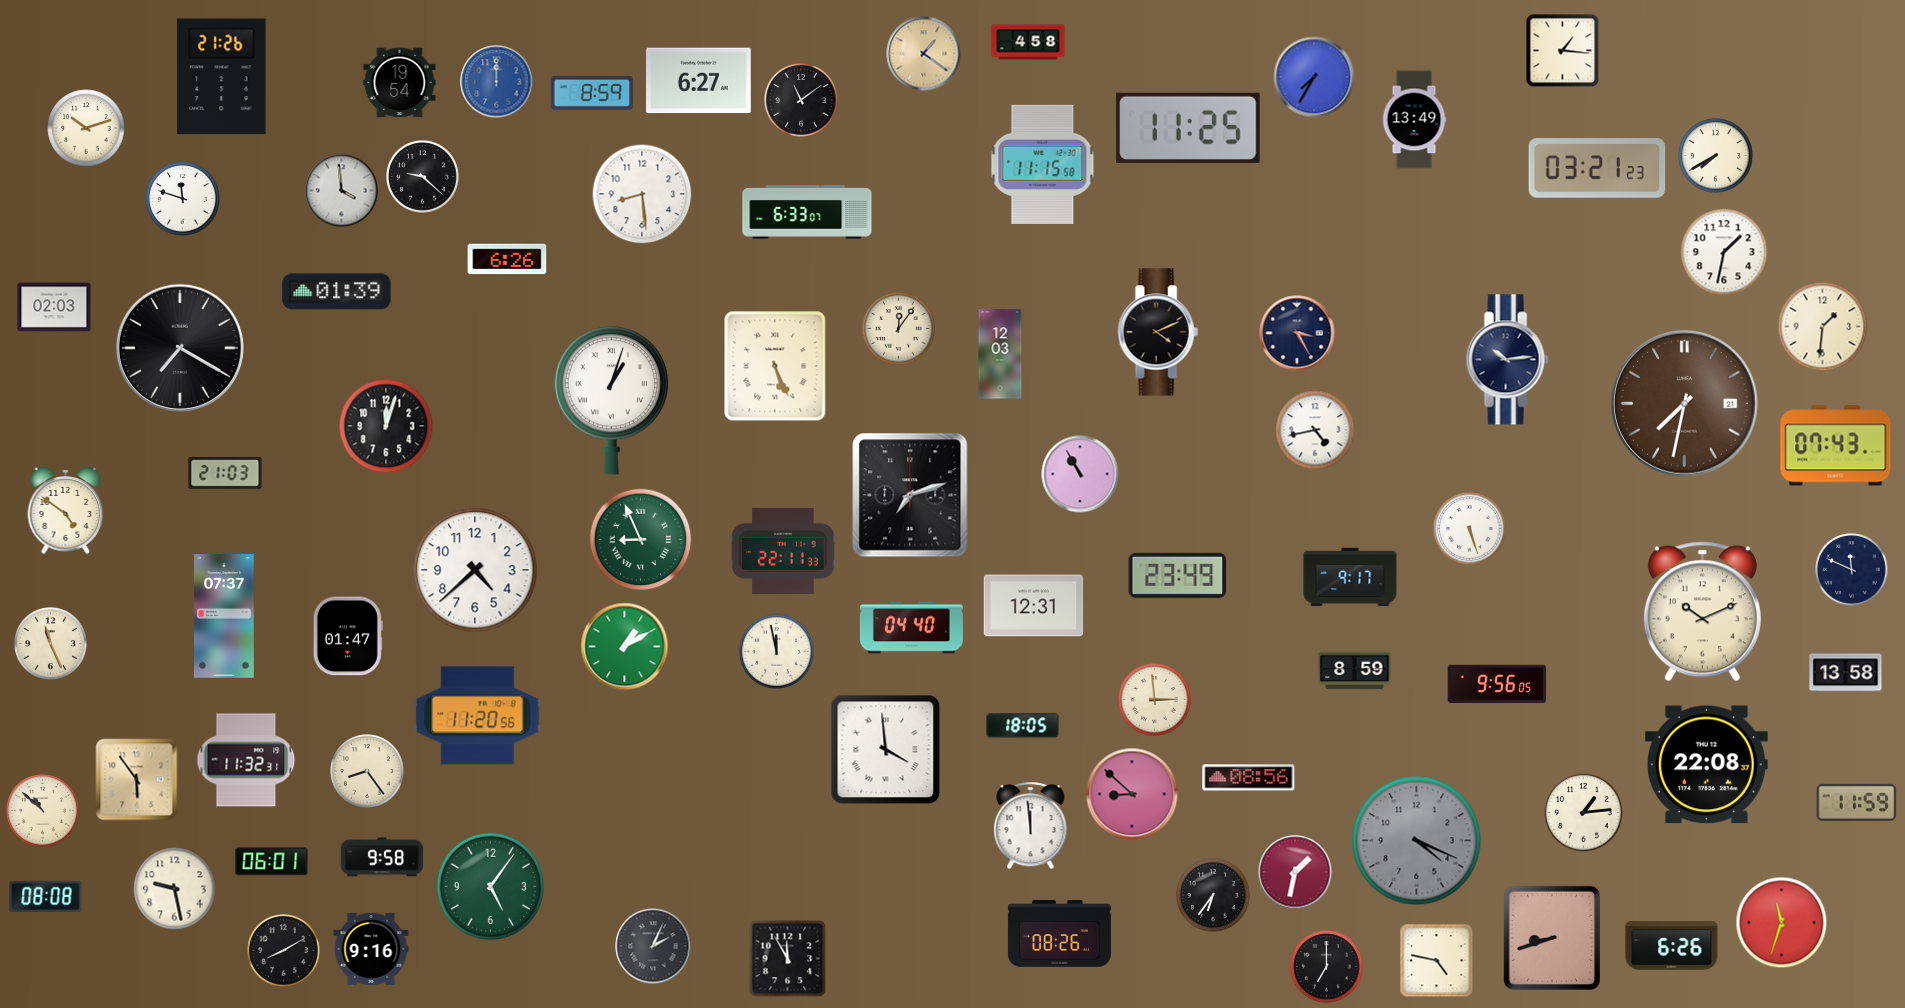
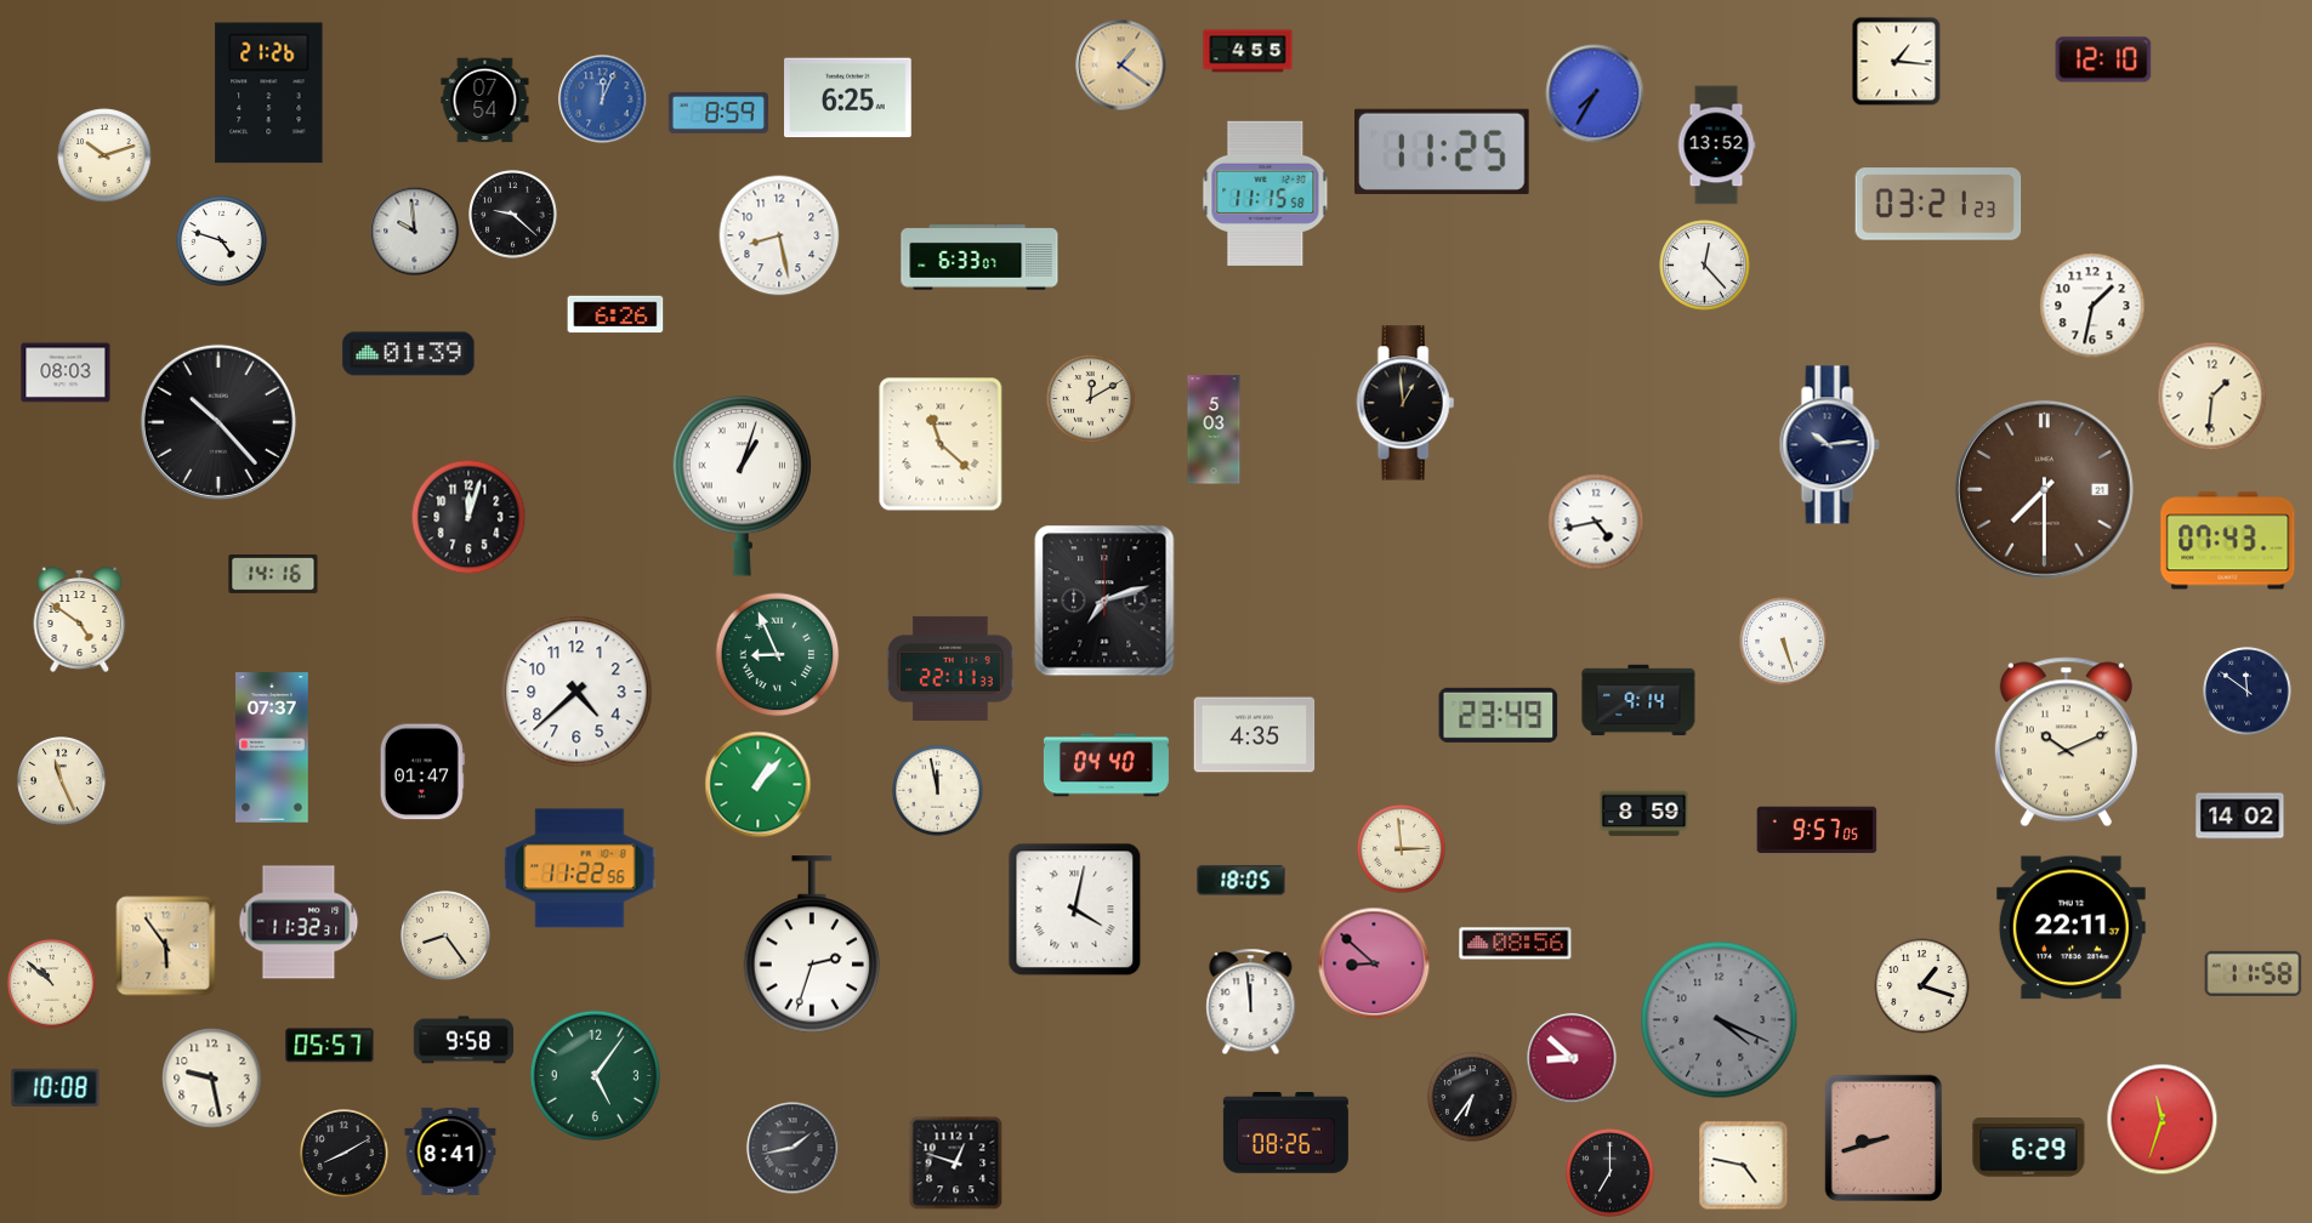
clock at (1028, 42): 4:58 -> 4:55
clock at (2103, 59): none -> 12:10
clock at (699, 81): 6:27 -> 6:25
clock at (497, 82): 12:00 -> 12:04
clock at (400, 83): 19:54 -> 07:54
clock at (801, 100): 11:09 -> none
clock at (1414, 120): 13:49 -> 13:52
clock at (1188, 128) position: (1188, 128) -> (1442, 152)
clock at (1716, 156): 7:40 -> none
clock at (1043, 164) position: (1043, 164) -> (1266, 193)
clock at (342, 191): 3:59 -> 9:59
clock at (642, 194): 8:29 -> 8:28
clock at (183, 199): 11:48 -> 4:48
clock at (1705, 266): none -> 12:23
clock at (54, 307): 02:03 -> 08:03
clock at (899, 329): 12:06 -> 12:10
clock at (1158, 332): 4:11 -> 12:59
clock at (1297, 333): 3:25 -> none
clock at (180, 348): 7:20 -> 10:23
clock at (1000, 354): 12:03 -> 5:03
clock at (1507, 360) position: (1507, 360) -> (1829, 445)
clock at (775, 366): 5:26 -> 11:22
clock at (1685, 404): 7:32 -> 7:30
clock at (225, 473): 21:03 -> 14:16
clock at (1080, 474): 10:55 -> none
clock at (1852, 570): 11:49 -> 11:51
clock at (1178, 575) position: (1178, 575) -> (1499, 715)
clock at (1350, 577): 9:17 -> 9:14
clock at (1034, 606): 12:31 -> 4:35
clock at (911, 628) position: (911, 628) -> (1106, 766)
clock at (625, 647): 1:10 -> 1:07
clock at (777, 652) position: (777, 652) -> (938, 791)
clock at (1846, 673): 13:58 -> 14:02
clock at (1497, 684): 9:56 -> 9:57
clock at (478, 716): 11:20 -> 11:22
clock at (886, 750): 3:59 -> 4:02
clock at (1706, 765): 22:08 -> 22:11
clock at (812, 944): none -> 2:33
clock at (1857, 802): 11:59 -> 11:58
clock at (1584, 813): 1:14 -> 1:18
clock at (272, 862): 06:01 -> 05:57
clock at (1295, 872): 1:32 -> 8:52
clock at (1213, 895) position: (1213, 895) -> (1472, 1097)
clock at (46, 896): 08:08 -> 10:08
clock at (653, 946): 2:04 -> 1:43
clock at (1672, 946): 6:26 -> 6:29
clock at (371, 949): 9:16 -> 8:41
clock at (788, 959): 11:55 -> 12:48
